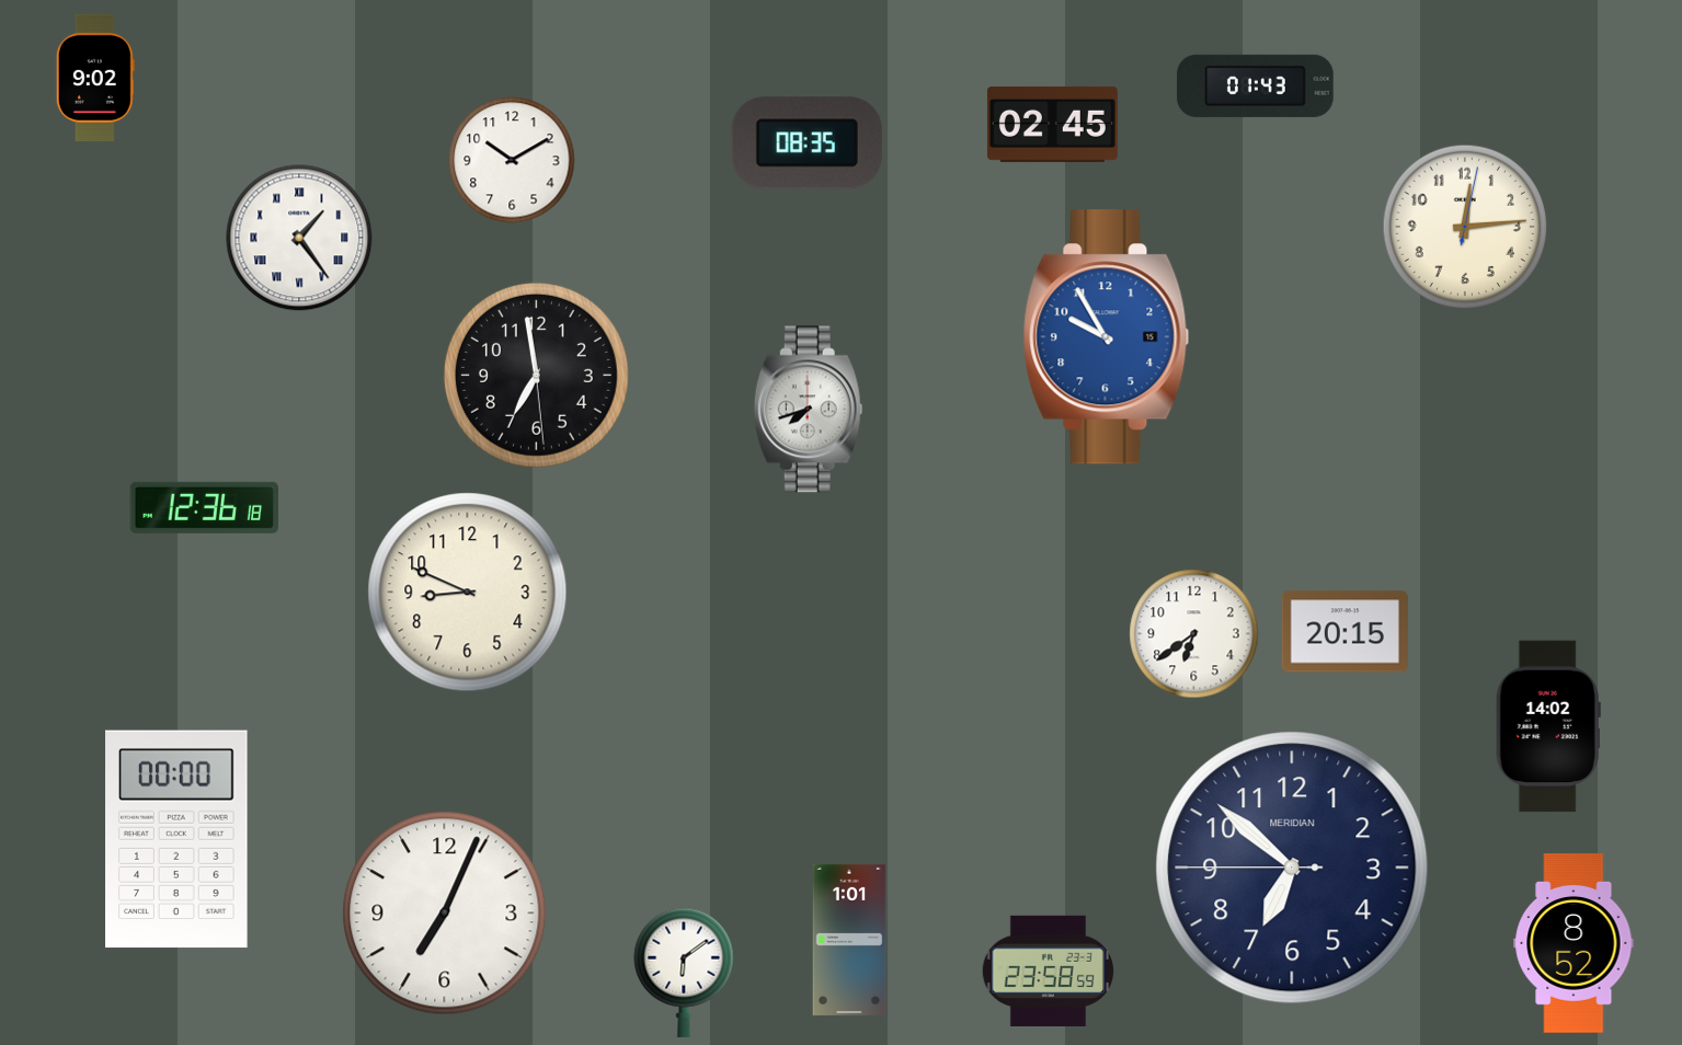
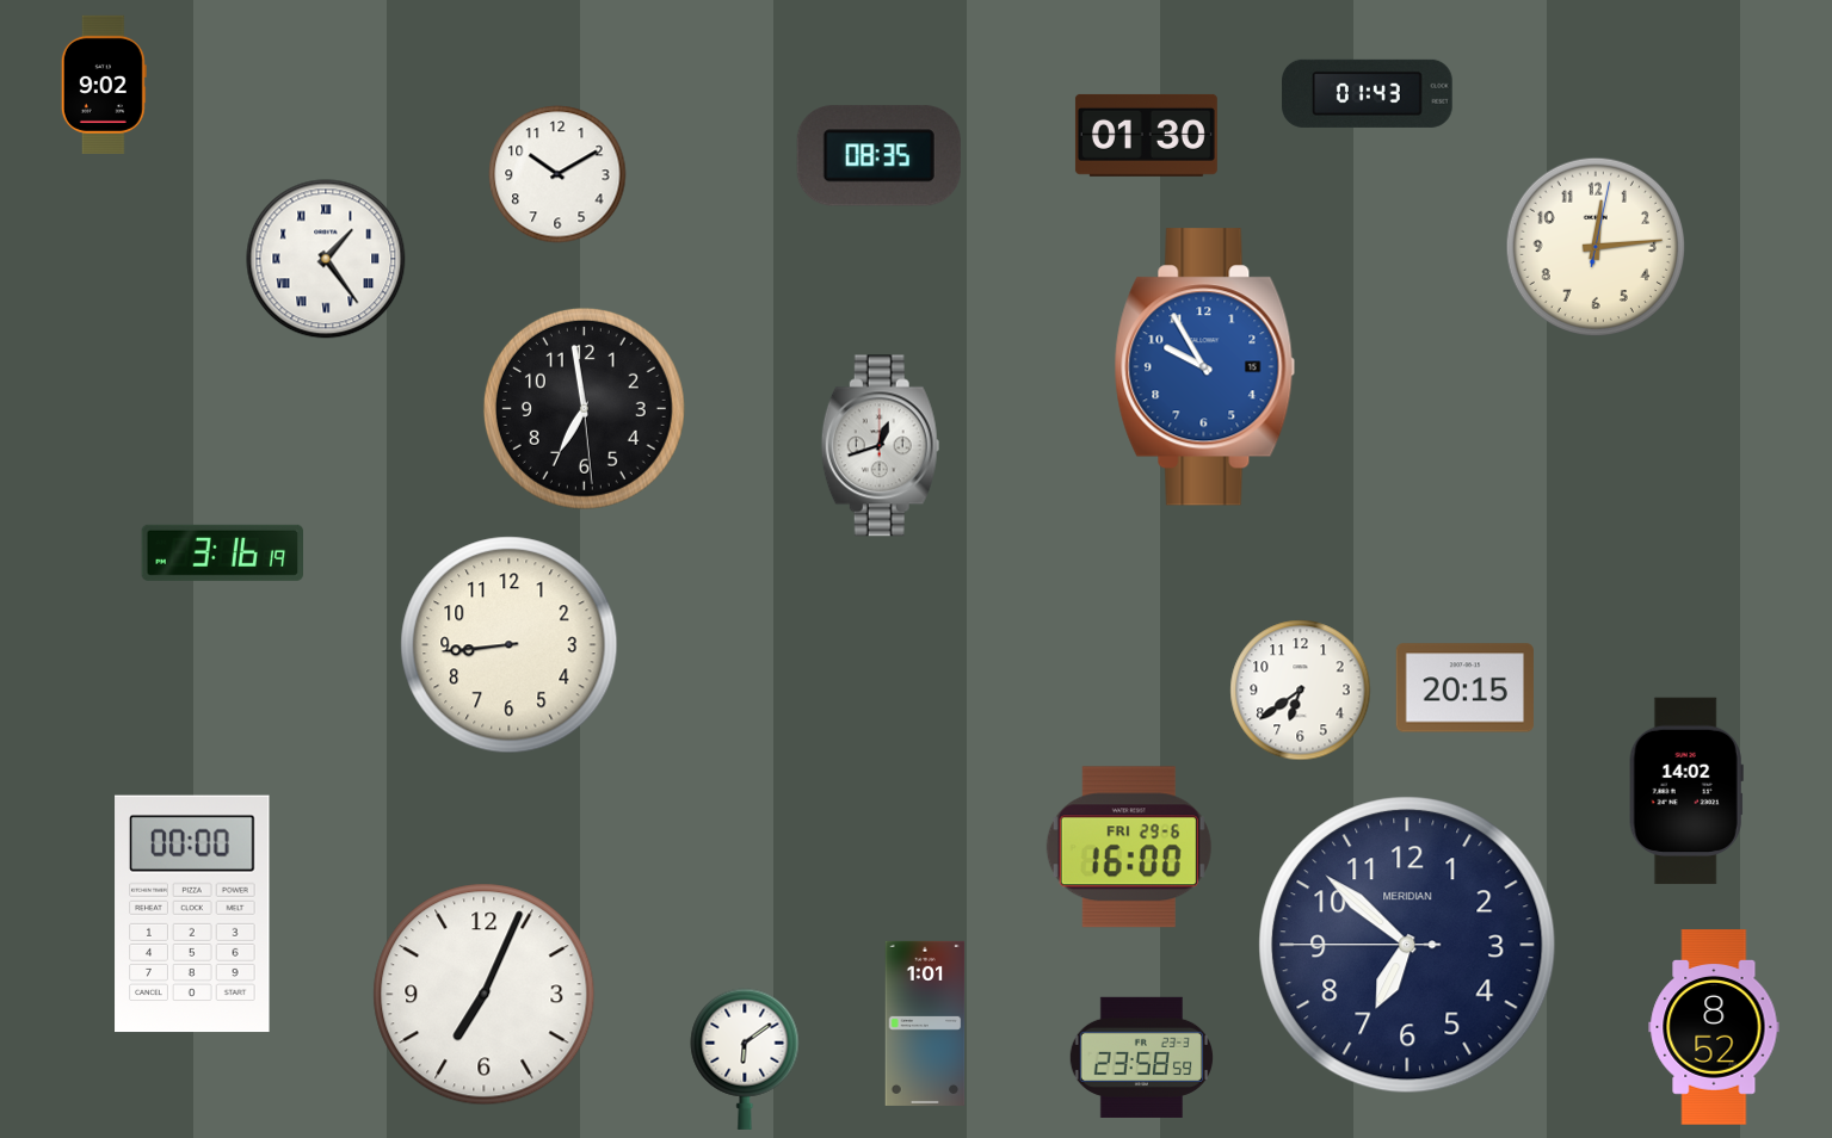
clock at (1052, 124): 02:45 -> 01:30
clock at (808, 410): 7:42 -> 12:42
clock at (205, 507): 12:36 -> 3:16
clock at (468, 593): 8:49 -> 8:44
clock at (1129, 847): none -> 16:00
